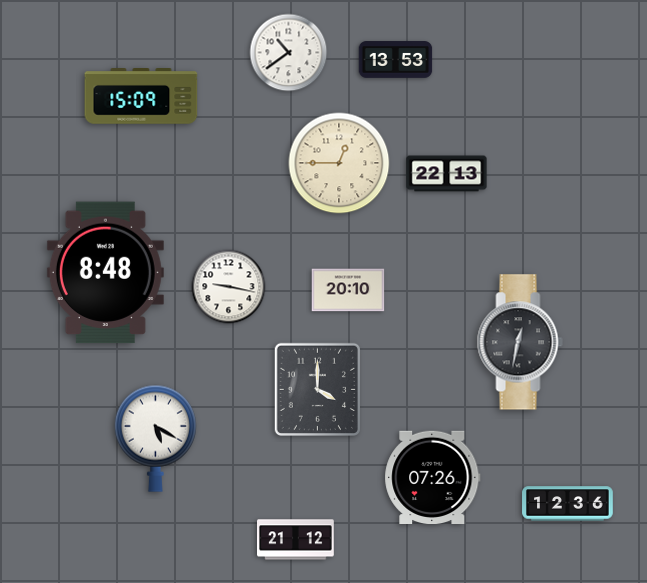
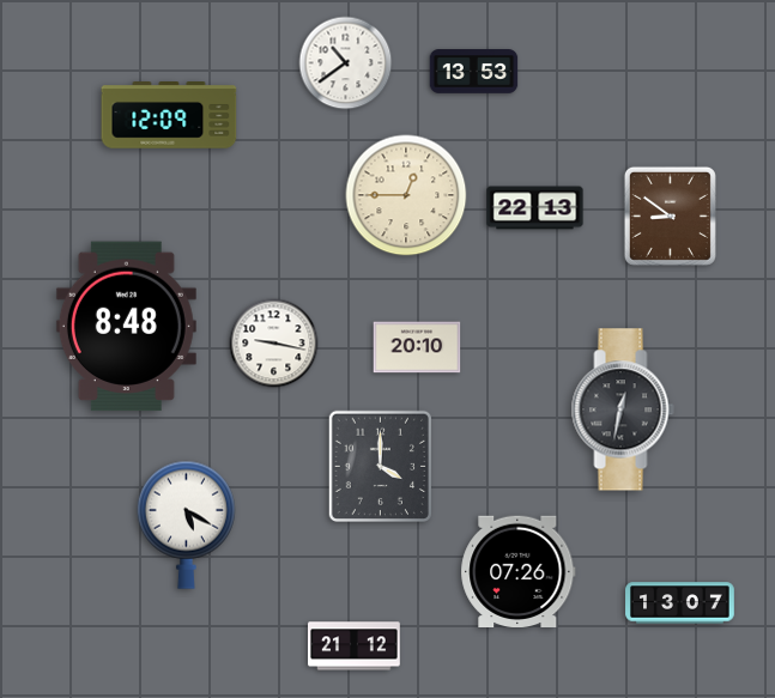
clock at (141, 97): 15:09 -> 12:09
clock at (670, 216): none -> 8:51
clock at (568, 504): 12:36 -> 13:07
